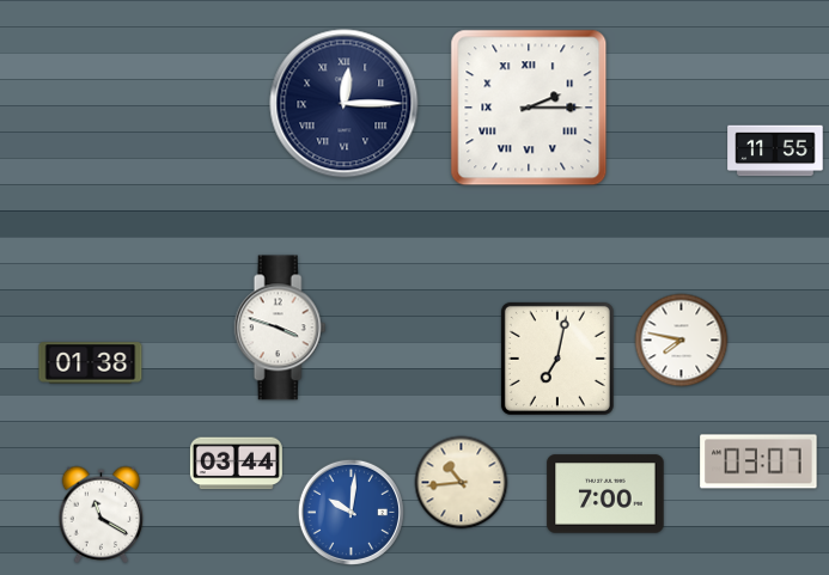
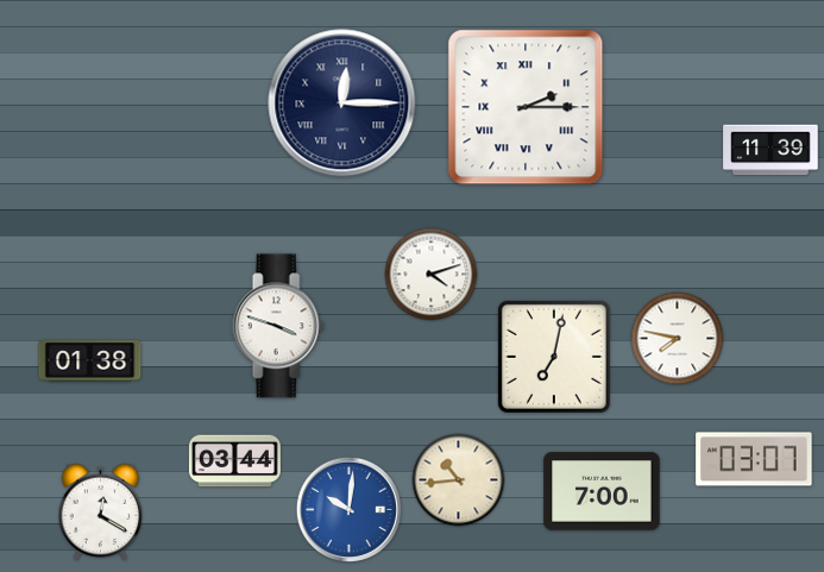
clock at (775, 151): 11:55 -> 11:39
clock at (432, 275): none -> 4:12
clock at (102, 514): 11:20 -> 12:20
